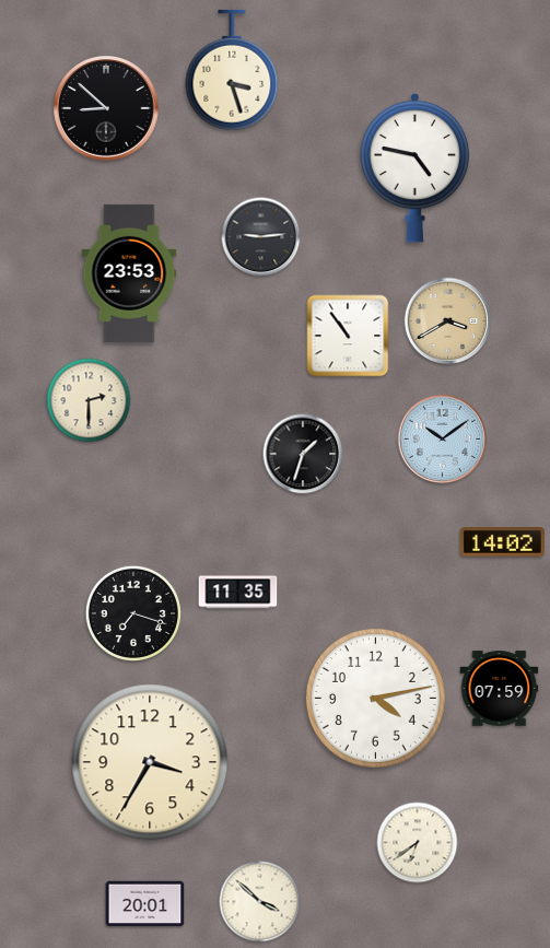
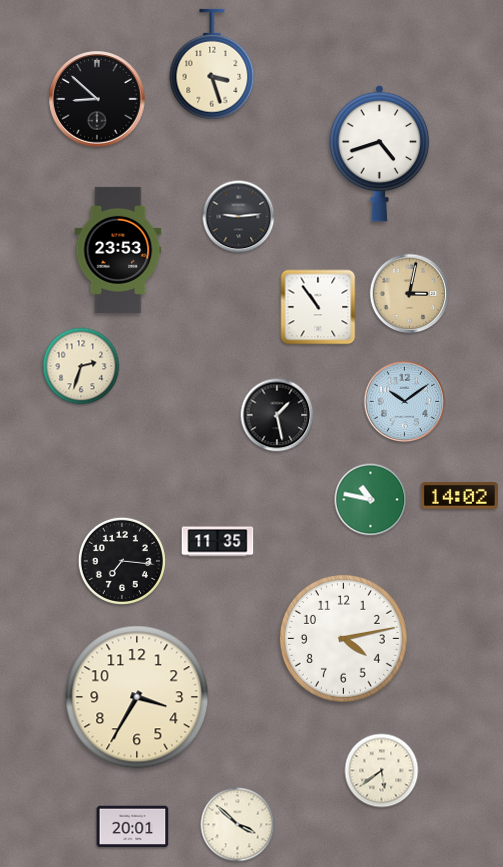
clock at (416, 167): 4:47 -> 4:42
clock at (448, 321): 3:40 -> 3:02
clock at (89, 400): 2:30 -> 2:33
clock at (303, 454): 1:33 -> 1:28
clock at (371, 500): none -> 10:47
clock at (133, 613): 7:18 -> 7:16
clock at (500, 689): 07:59 -> none
clock at (418, 843): 6:39 -> 5:39
